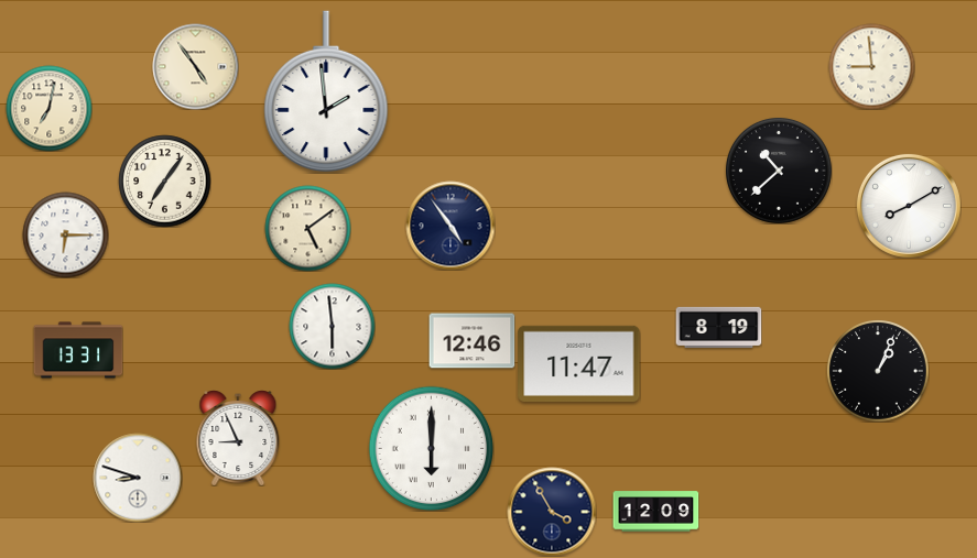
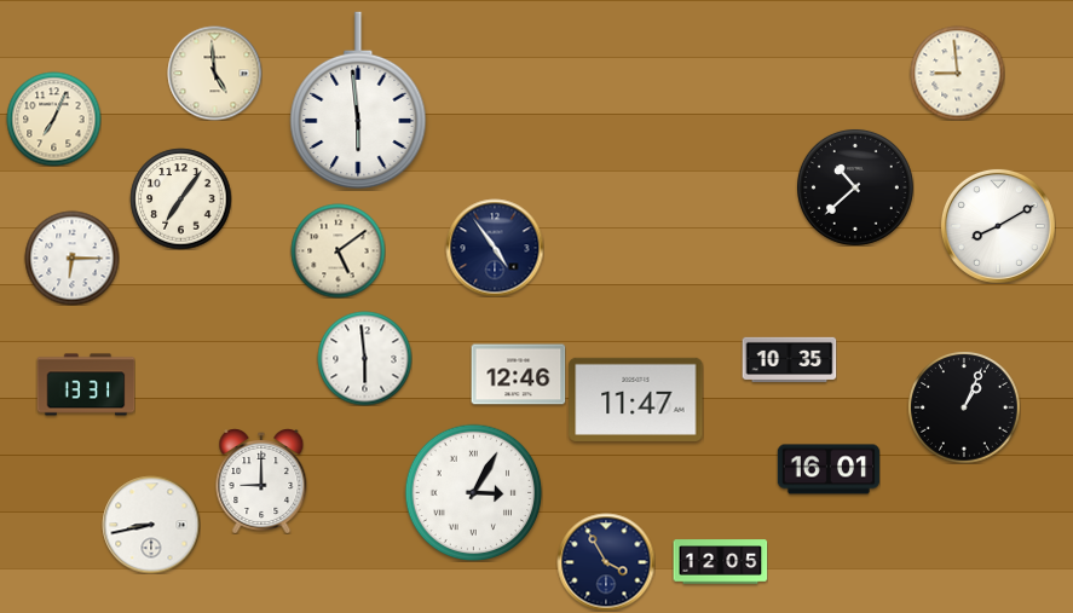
clock at (195, 66): 4:54 -> 4:59
clock at (326, 91): 1:59 -> 5:59
clock at (48, 108): 7:02 -> 7:04
clock at (718, 327): 8:19 -> 10:35
clock at (829, 469): none -> 16:01
clock at (238, 438): 8:56 -> 9:00
clock at (431, 448): 6:00 -> 3:05
clock at (138, 478): 8:48 -> 8:43
clock at (655, 512): 12:09 -> 12:05
